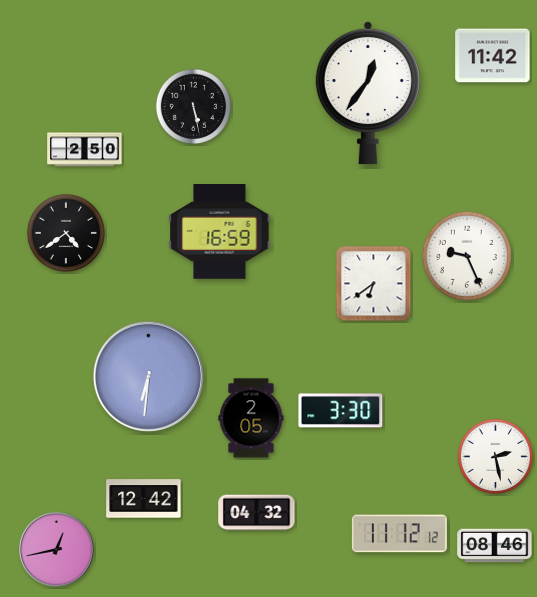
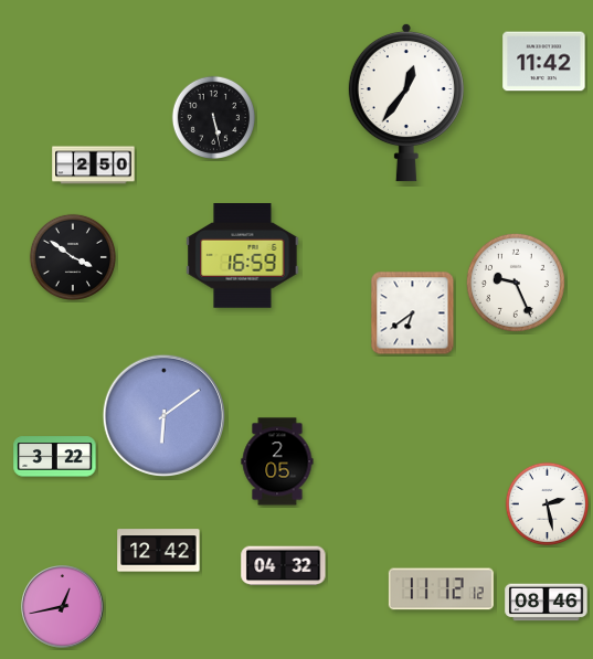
clock at (66, 233): 4:39 -> 3:51
clock at (148, 376): 6:31 -> 6:09
clock at (341, 411): 3:30 -> none
clock at (55, 457): none -> 3:22
